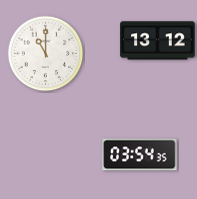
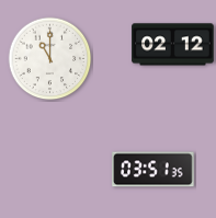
clock at (158, 41): 13:12 -> 02:12
clock at (140, 155): 03:54 -> 03:51
